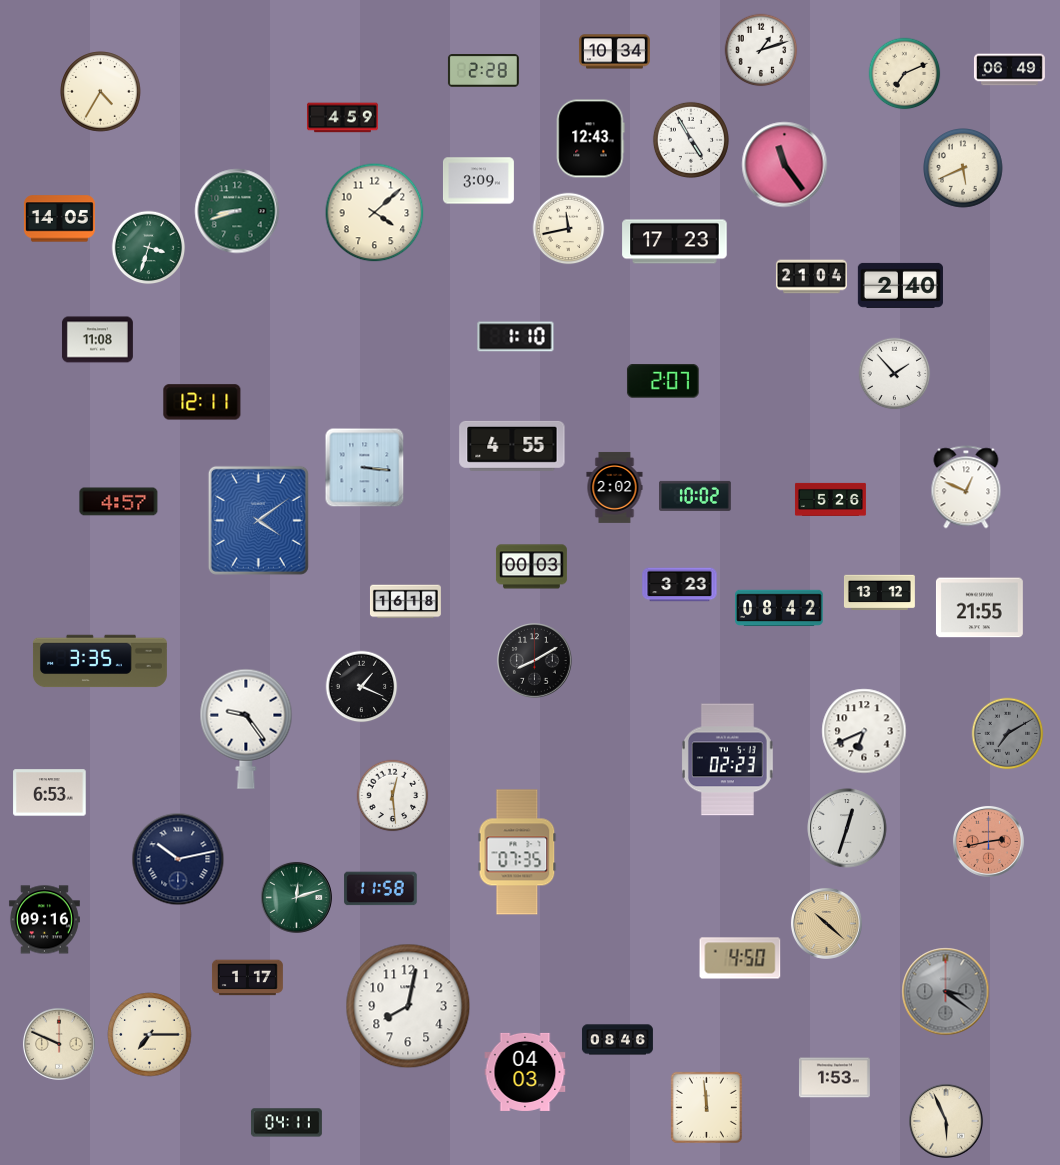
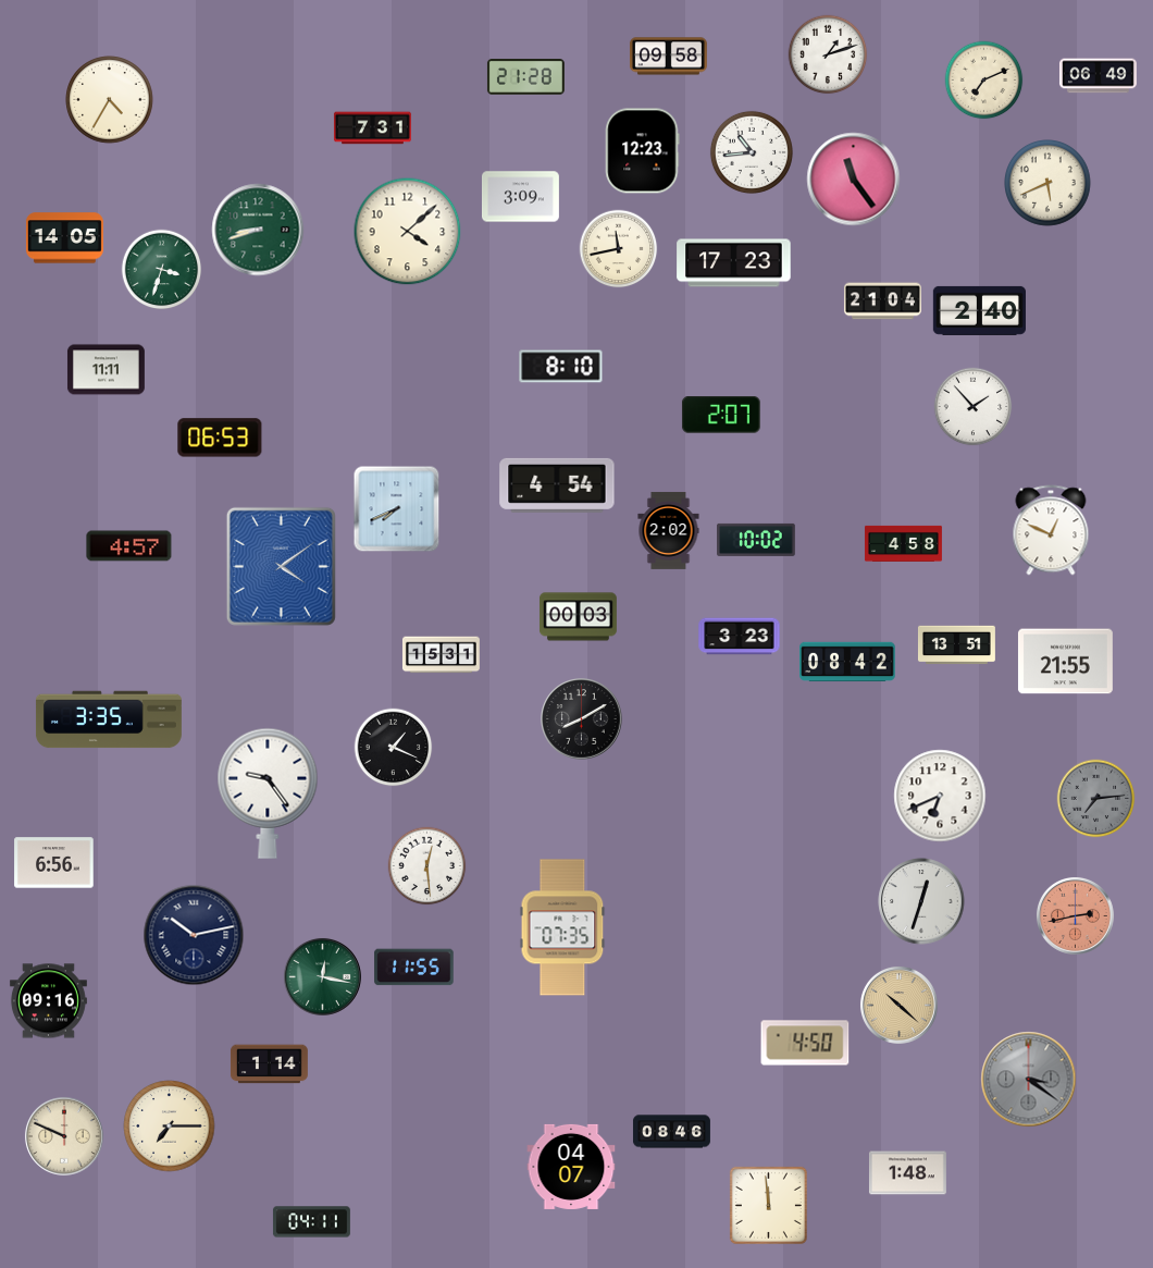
clock at (614, 52): 10:34 -> 09:58
clock at (483, 71): 2:28 -> 21:28
clock at (342, 118): 4:59 -> 7:31
clock at (591, 139): 12:43 -> 12:23
clock at (691, 140): 4:55 -> 10:44
clock at (516, 337): 1:10 -> 8:10
clock at (97, 340): 11:08 -> 11:11
clock at (202, 402): 12:11 -> 06:53
clock at (512, 446): 4:55 -> 4:54
clock at (365, 468): 3:16 -> 7:41
clock at (830, 499): 5:26 -> 4:58
clock at (879, 593): 13:12 -> 13:51
clock at (405, 602): 16:18 -> 15:31
clock at (1008, 734): 7:10 -> 7:14
clock at (727, 760): 02:23 -> none
clock at (50, 793): 6:53 -> 6:56
clock at (381, 889): 11:58 -> 11:55
clock at (296, 897): 12:12 -> 12:17
clock at (247, 978): 1:17 -> 1:14
clock at (408, 1006): 8:02 -> none
clock at (150, 1035) position: (150, 1035) -> (170, 1127)
clock at (525, 1072): 04:03 -> 04:07
clock at (834, 1078): 1:53 -> 1:48
clock at (947, 1122): 5:56 -> none
